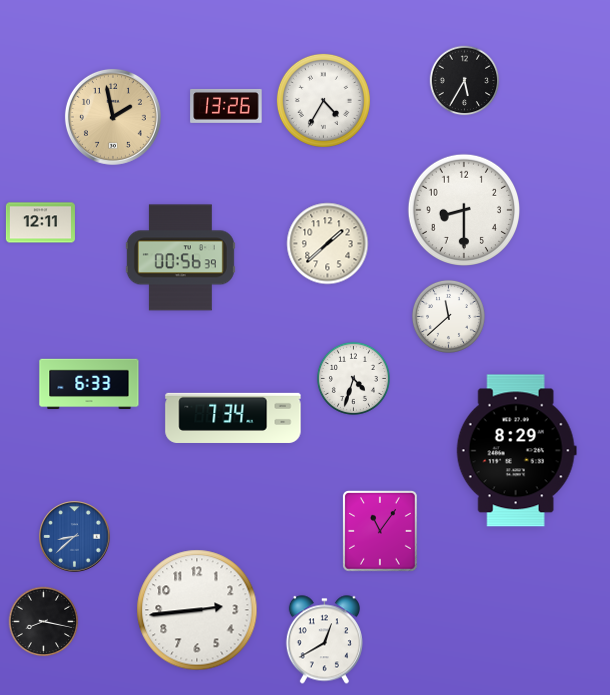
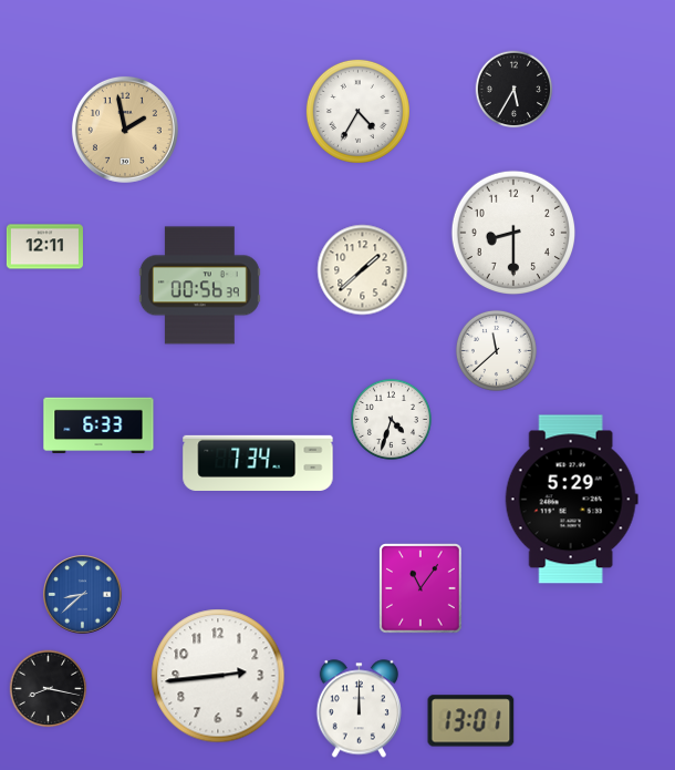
clock at (226, 106): 13:26 -> none
clock at (516, 451): 8:29 -> 5:29
clock at (324, 640): 12:40 -> 12:00
clock at (471, 721): none -> 13:01
